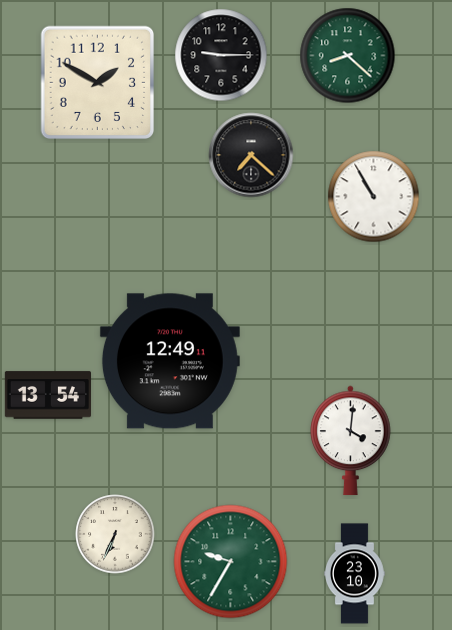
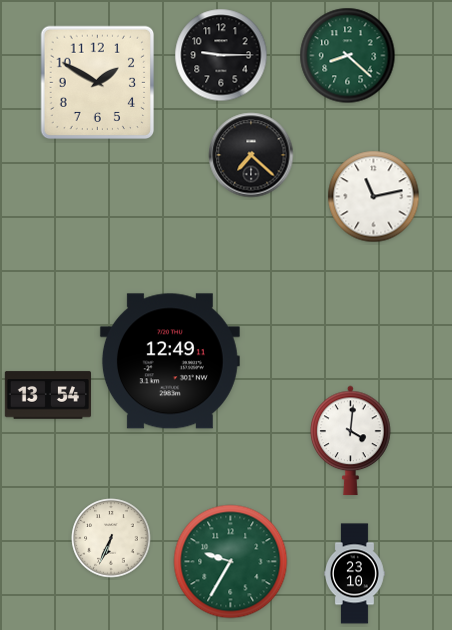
clock at (374, 197): 10:55 -> 11:13
clock at (115, 534) position: (115, 534) -> (111, 538)
